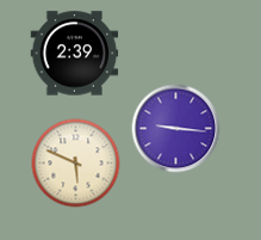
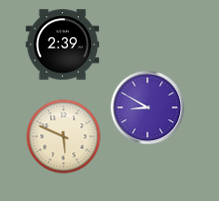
clock at (176, 129): 9:16 -> 8:50
